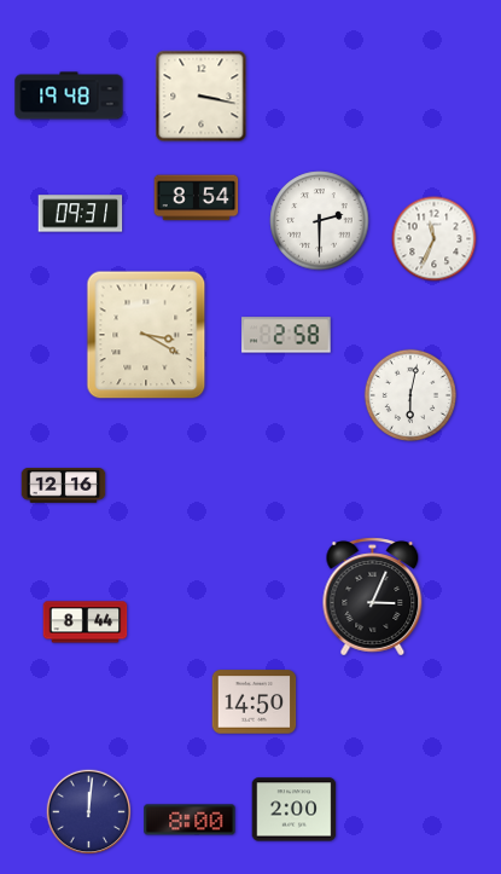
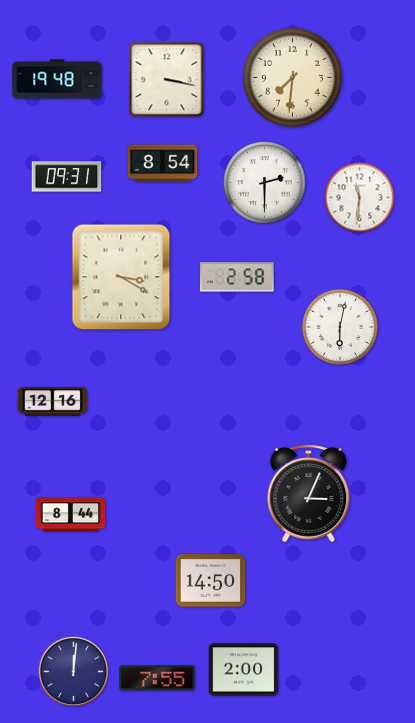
clock at (292, 77): none -> 7:31
clock at (435, 239): 11:34 -> 11:31
clock at (190, 820): 8:00 -> 7:55
